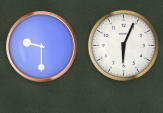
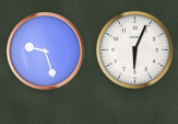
clock at (42, 47): 9:30 -> 9:27
